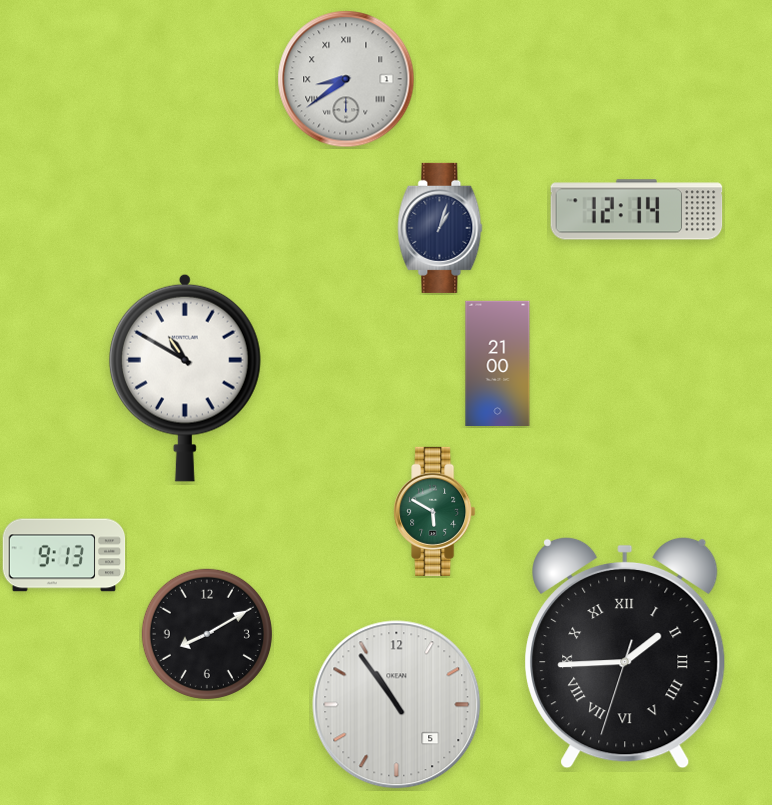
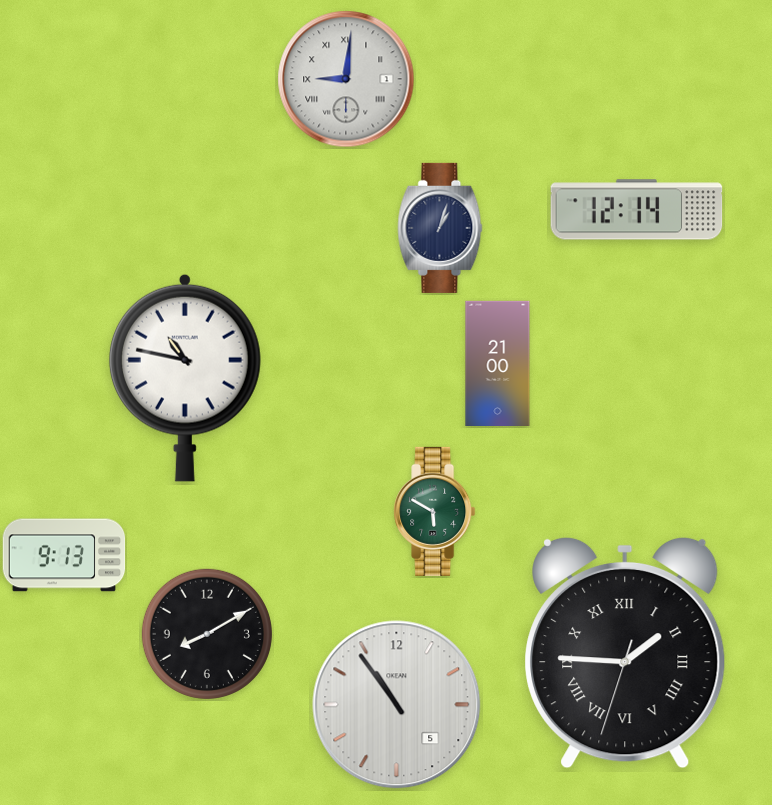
clock at (346, 79): 8:39 -> 9:01
clock at (185, 378): 10:50 -> 10:47
clock at (625, 653): 1:44 -> 1:45
